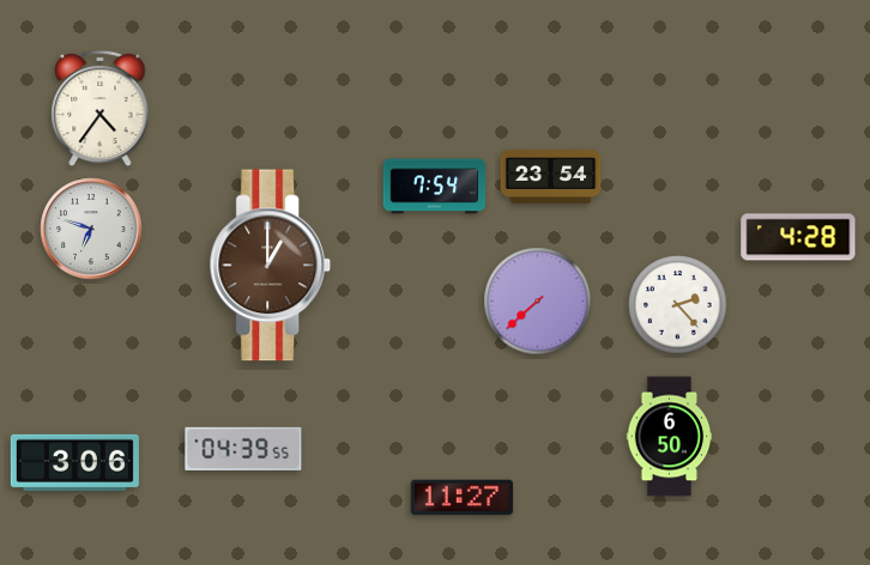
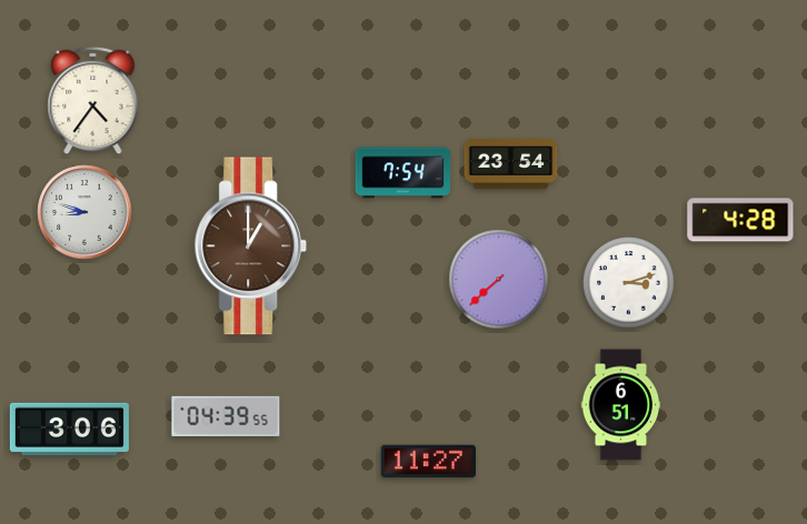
clock at (91, 229): 6:48 -> 8:48
clock at (678, 305): 2:23 -> 3:12
clock at (670, 437): 6:50 -> 6:51
